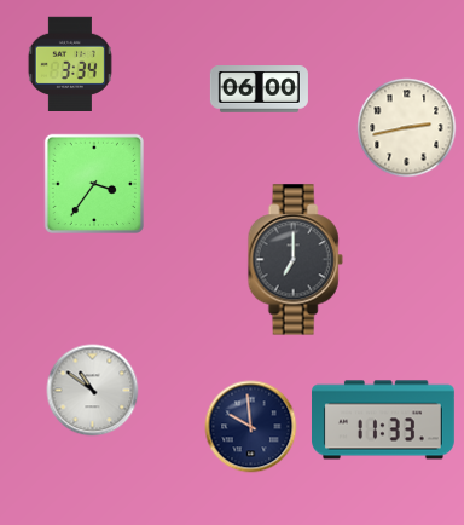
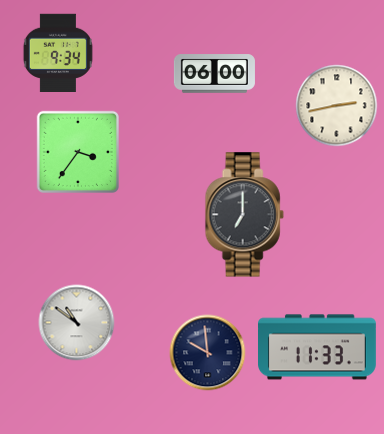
clock at (70, 63): 3:34 -> 9:34
